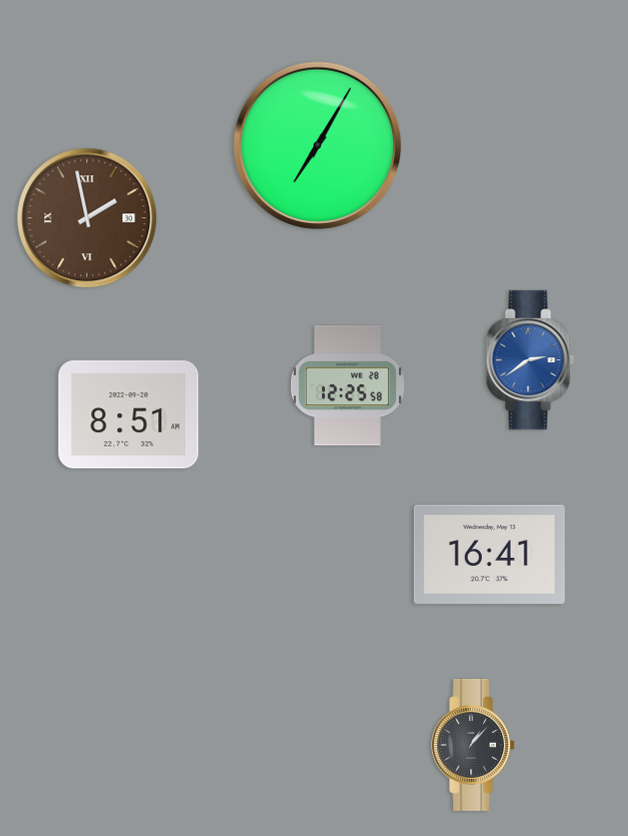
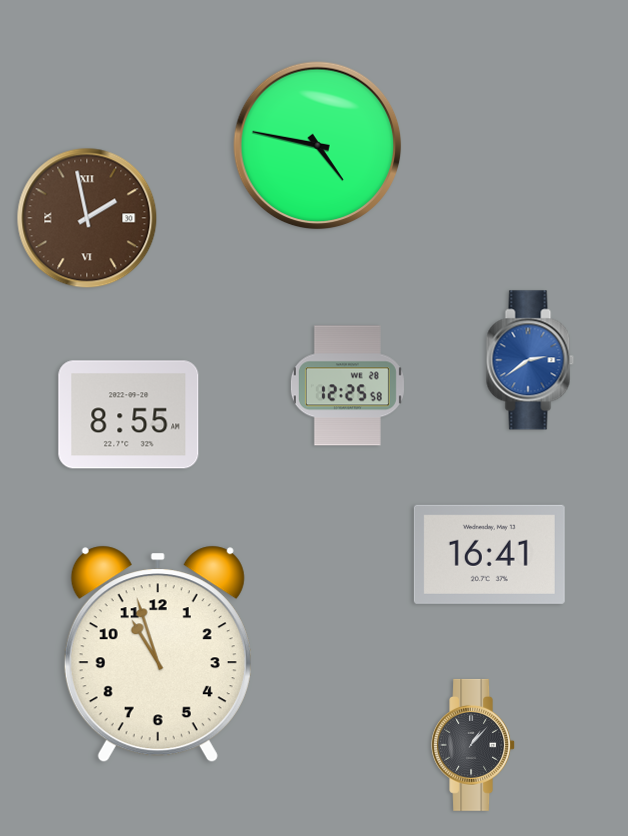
clock at (318, 146): 7:05 -> 4:47
clock at (129, 415): 8:51 -> 8:55
clock at (158, 654): none -> 10:57
